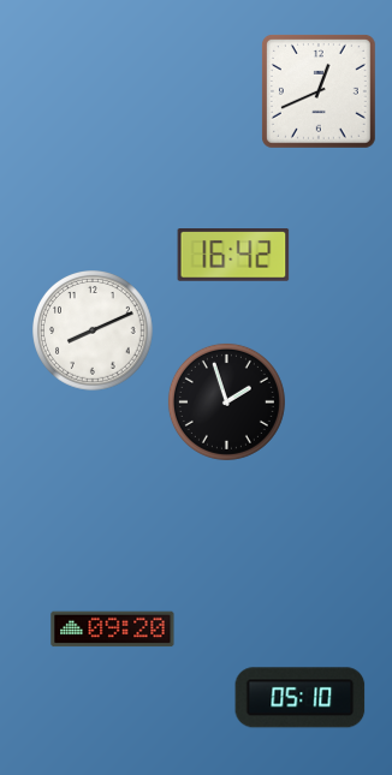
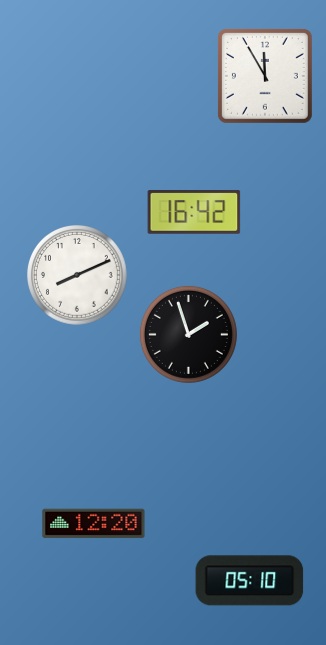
clock at (320, 93): 12:41 -> 11:55
clock at (113, 630): 09:20 -> 12:20
